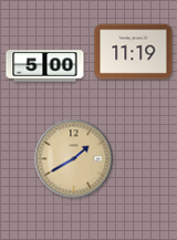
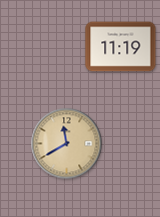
clock at (45, 66): 5:00 -> none
clock at (74, 159): 1:40 -> 11:40
